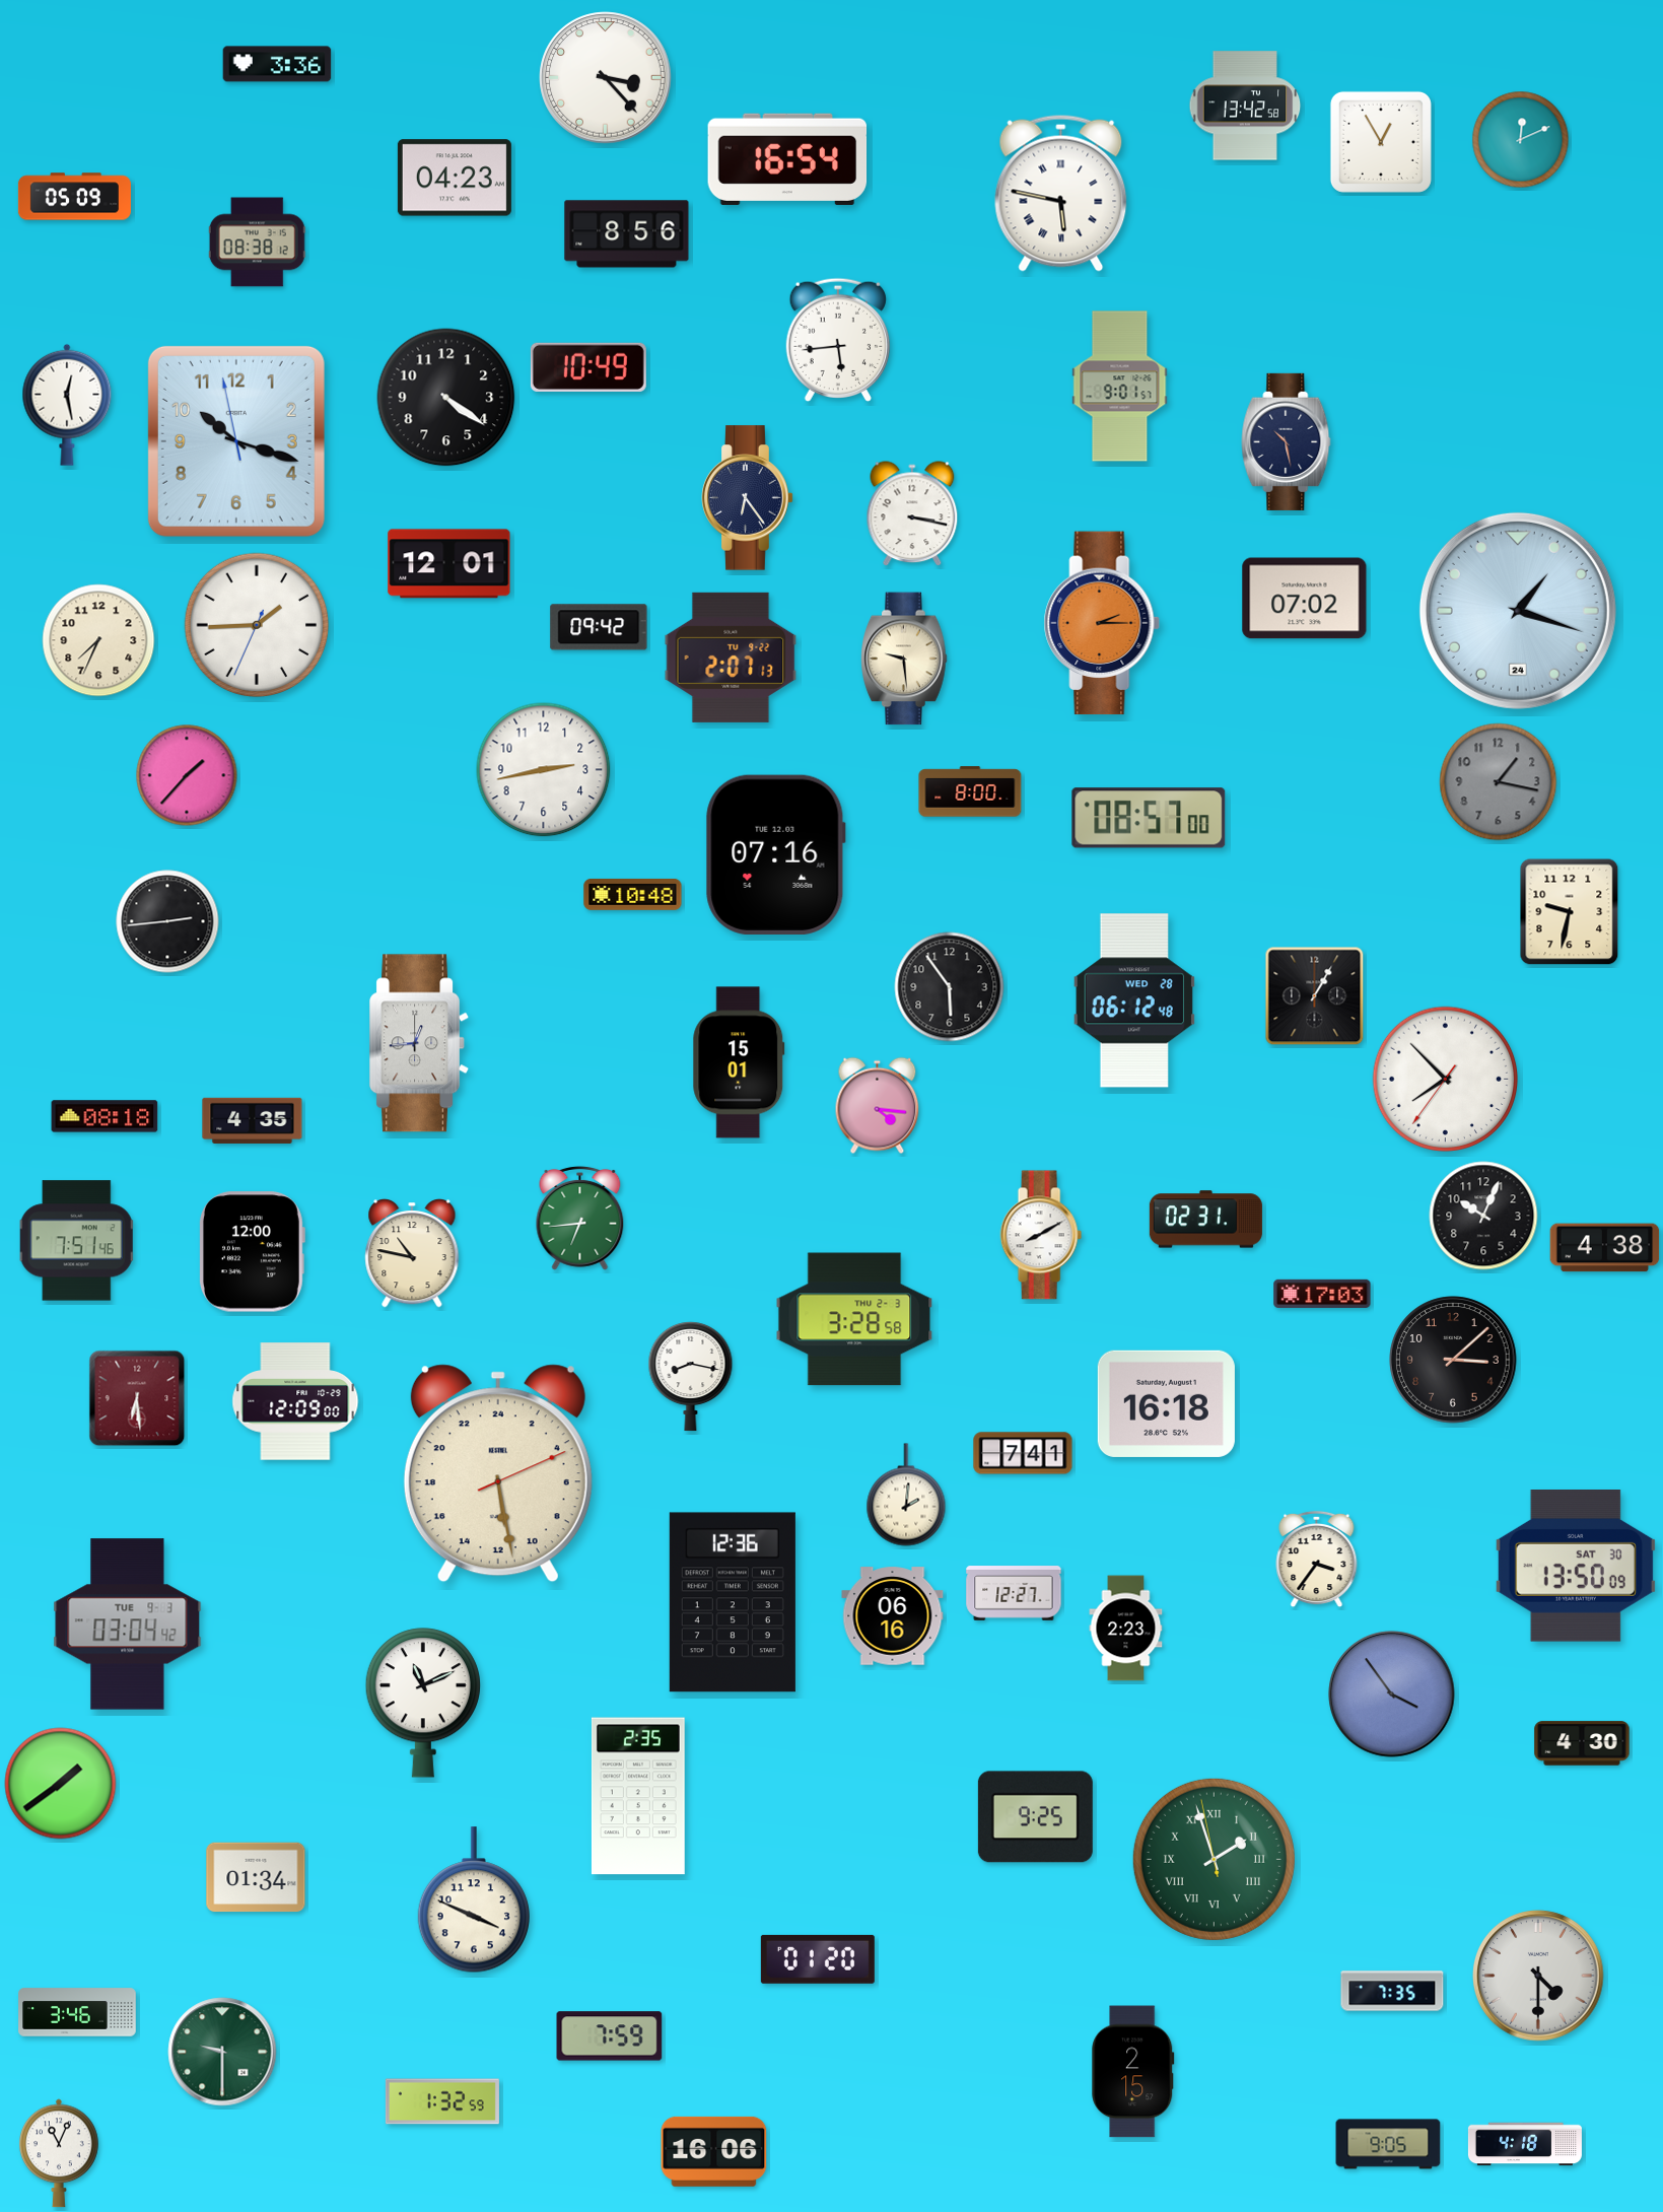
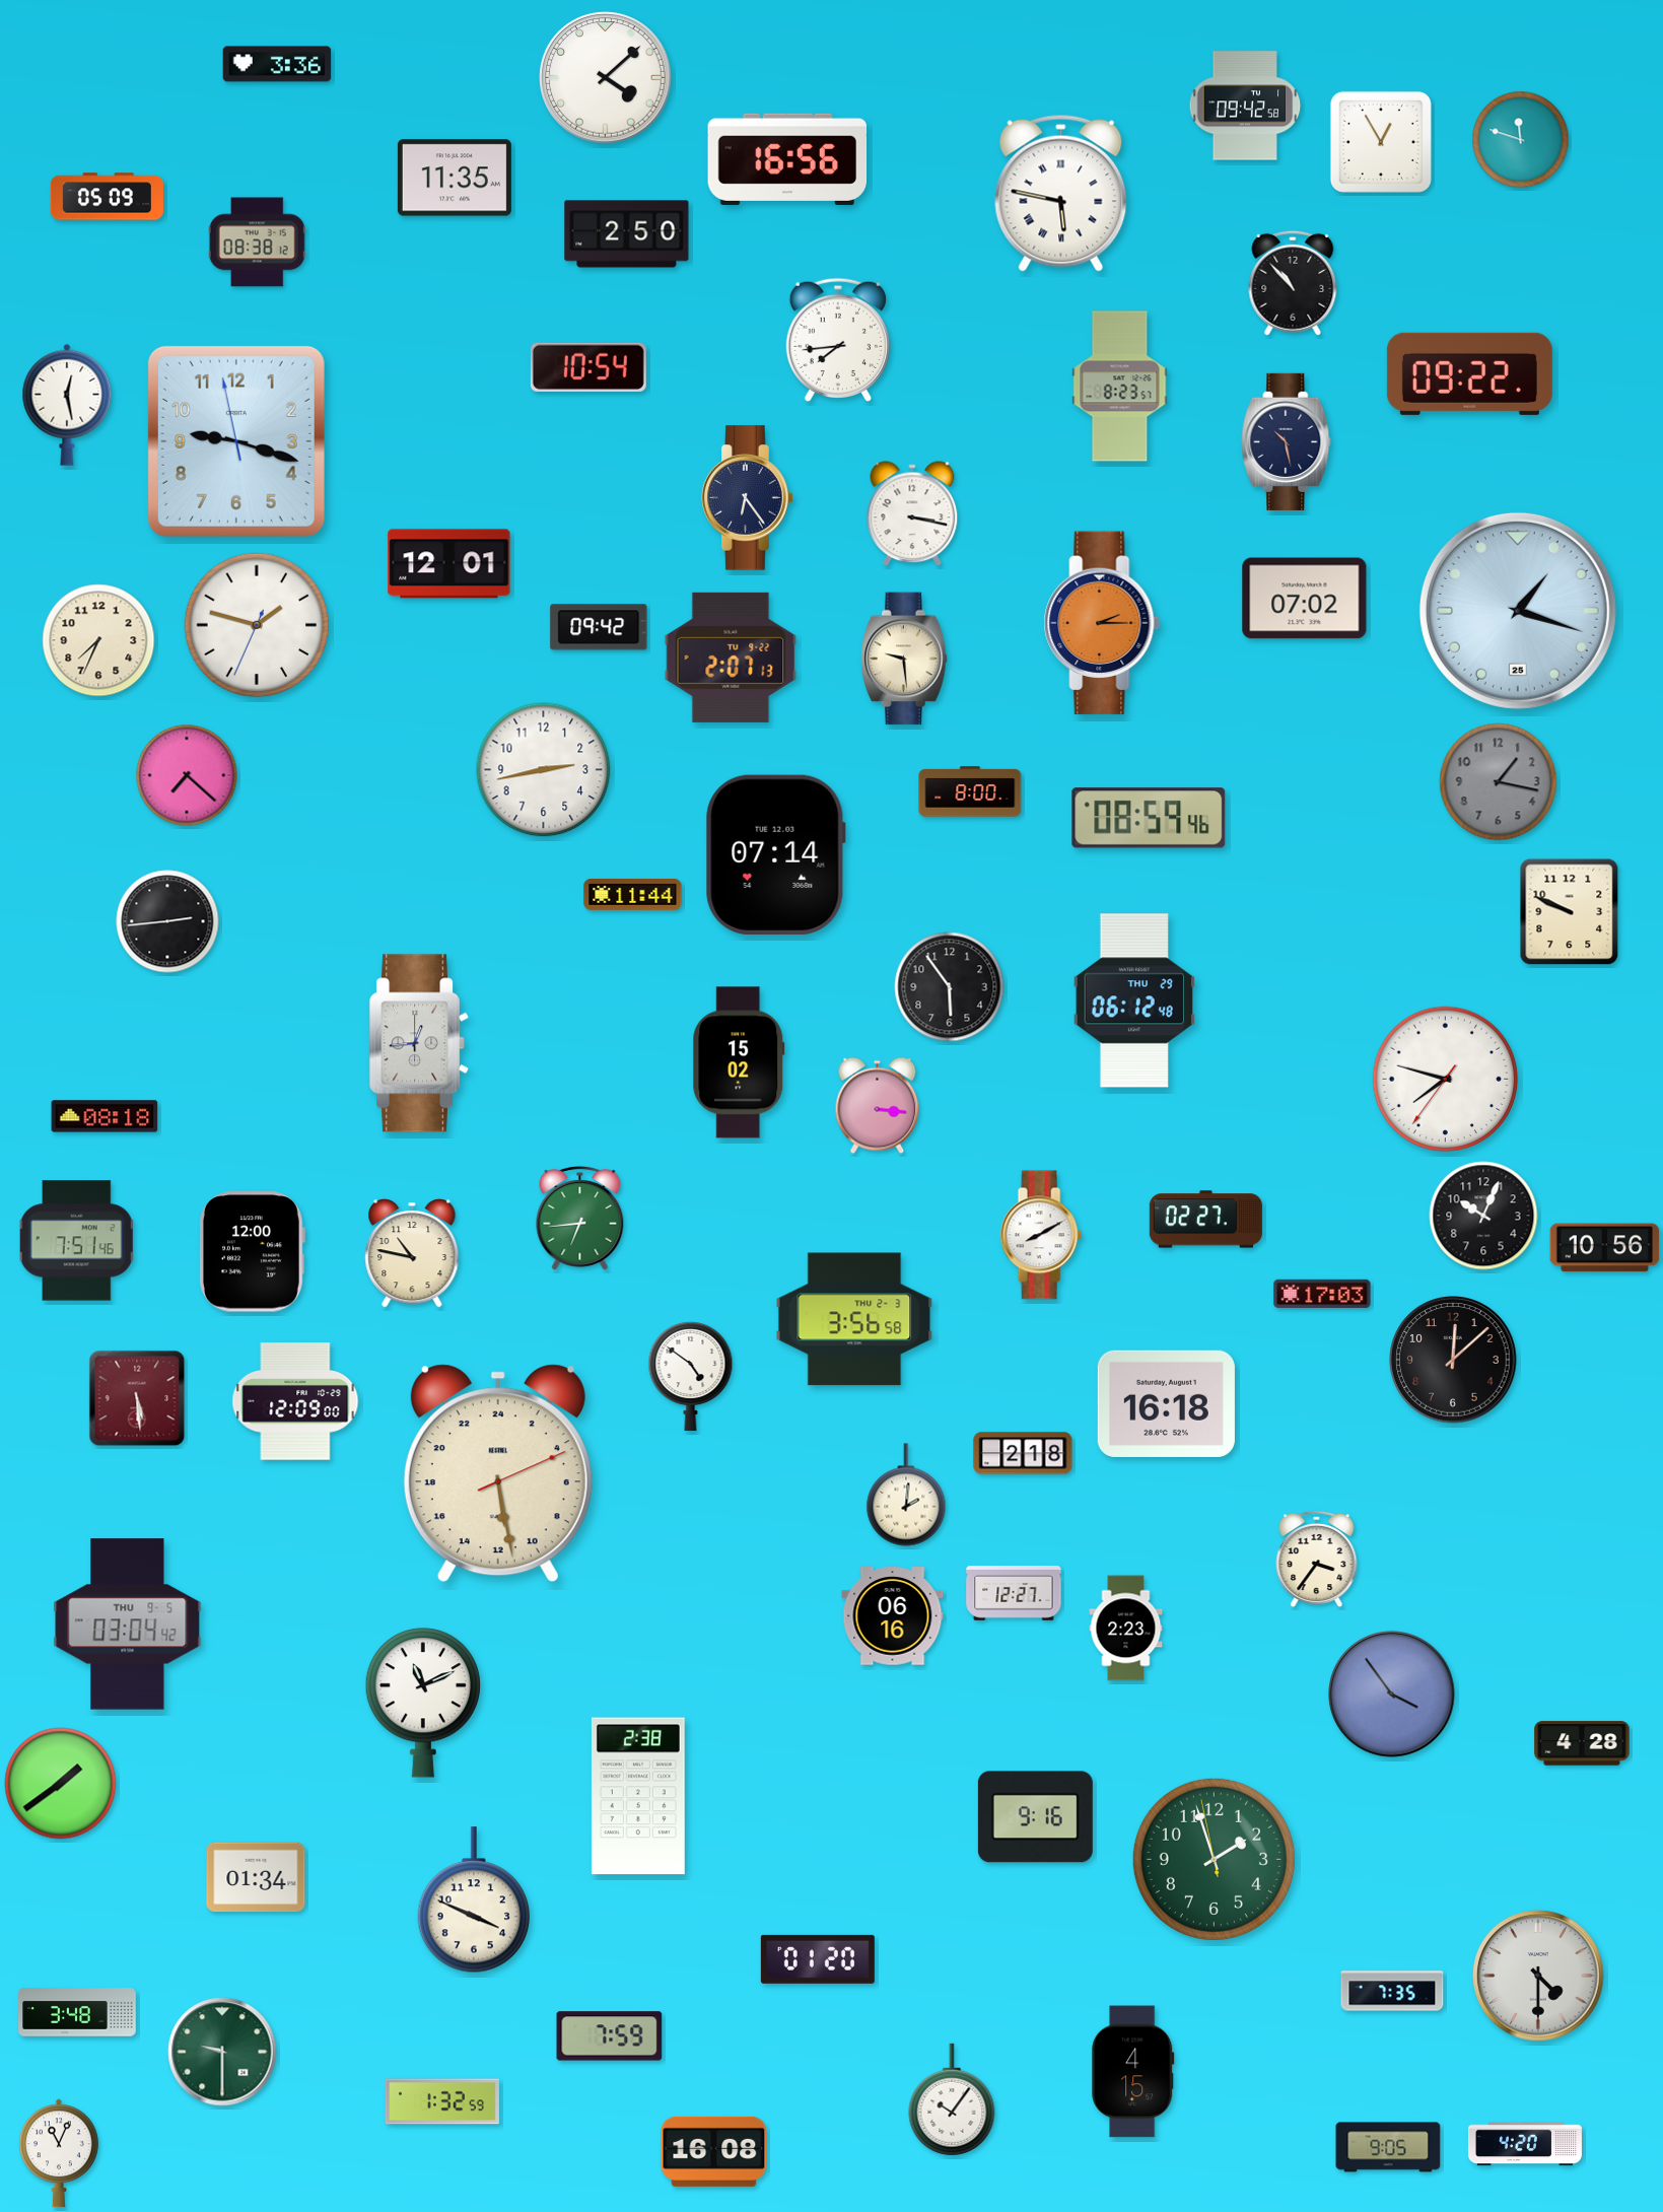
clock at (606, 78): 3:23 -> 4:08
clock at (1245, 106): 13:42 -> 09:42
clock at (1521, 140): 12:11 -> 11:48
clock at (787, 159): 16:54 -> 16:56
clock at (455, 178): 04:23 -> 11:35
clock at (74, 197) position: (74, 197) -> (107, 197)
clock at (627, 234): 8:56 -> 2:50
clock at (1293, 283): none -> 10:53
clock at (837, 339): 5:44 -> 7:44
clock at (588, 367): 10:49 -> 10:54
clock at (1469, 373): none -> 09:22
clock at (1120, 387): 9:01 -> 8:23
clock at (446, 398): 4:21 -> none
clock at (236, 441): 10:17 -> 9:17
clock at (1518, 611) date: 24 -> 25
clock at (257, 625): 1:44 -> 1:47
clock at (187, 775): 1:37 -> 7:22
clock at (1149, 818): 08:57 -> 08:59
clock at (775, 854): 07:16 -> 07:14
clock at (633, 894): 10:48 -> 11:44
clock at (1570, 912): 9:32 -> 9:49
clock at (1315, 996): 1:05 -> none
clock at (1134, 1000) date: WED 28 -> THU 29
clock at (739, 1062): 15:01 -> 15:02
clock at (1446, 1080): 7:52 -> 7:47
clock at (878, 1106): 4:16 -> 3:16
clock at (253, 1120): 4:35 -> none
clock at (1205, 1220): 02:31 -> 02:27
clock at (1605, 1248): 4:38 -> 10:56
clock at (854, 1319): 3:28 -> 3:56
clock at (1453, 1360): 3:08 -> 12:08
clock at (691, 1377): 8:17 -> 4:51
clock at (137, 1398): 6:29 -> 5:29
clock at (1023, 1453): 7:41 -> 2:18
clock at (1576, 1567): 13:50 -> none
clock at (733, 1602): 12:36 -> none
clock at (128, 1625) date: TUE 9-3 -> THU 9-5
clock at (1582, 1743): 4:30 -> 4:28
clock at (638, 1796): 2:35 -> 2:38
clock at (1035, 1817): 9:25 -> 9:16
clock at (1214, 1859) numerals: Roman -> Arabic
clock at (77, 2012): 3:46 -> 3:48
clock at (1133, 2072): 2:15 -> 4:15
clock at (952, 2099): none -> 10:06
clock at (1388, 2144) position: (1388, 2144) -> (1388, 2147)
clock at (1525, 2144): 4:18 -> 4:20
clock at (714, 2151): 16:06 -> 16:08
